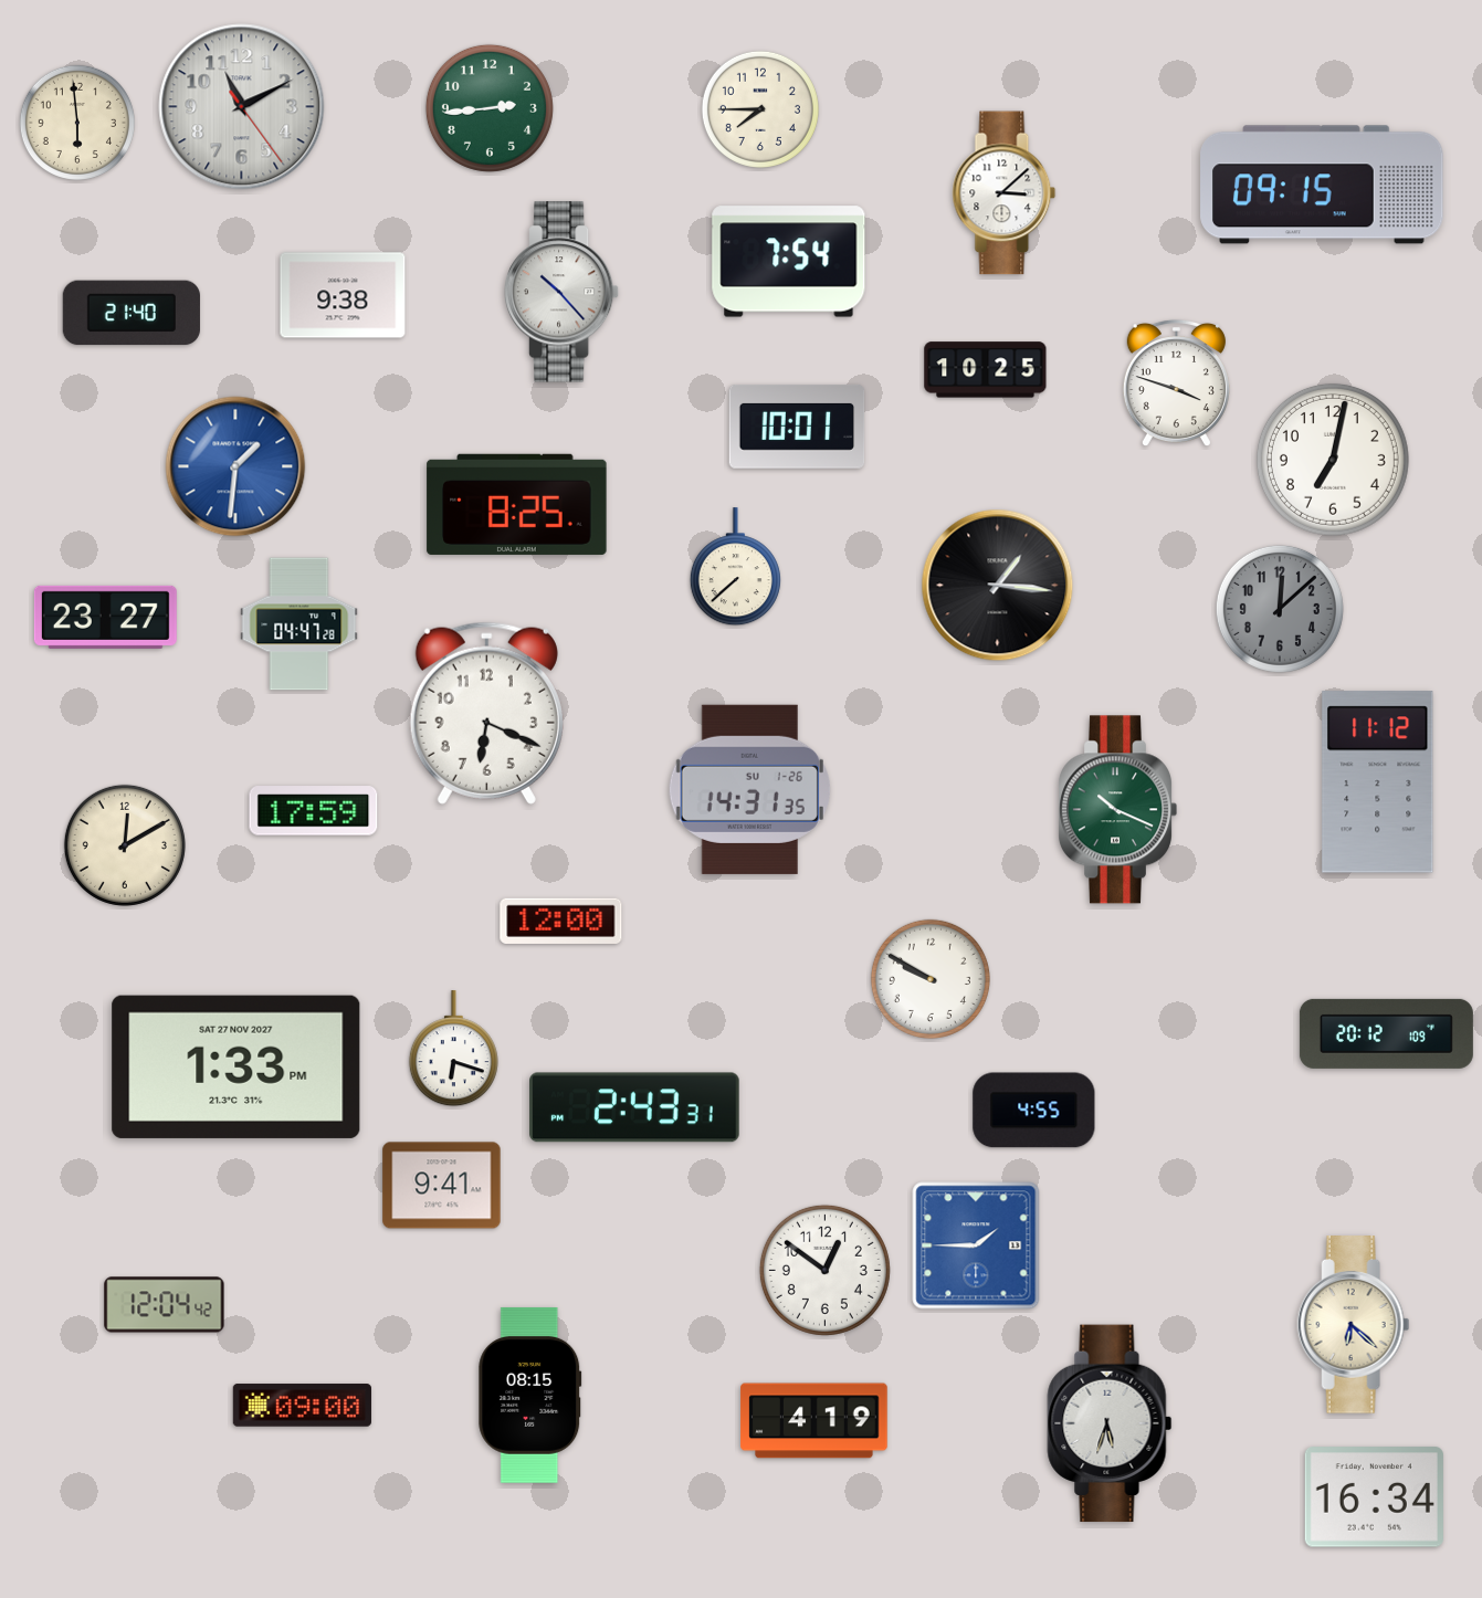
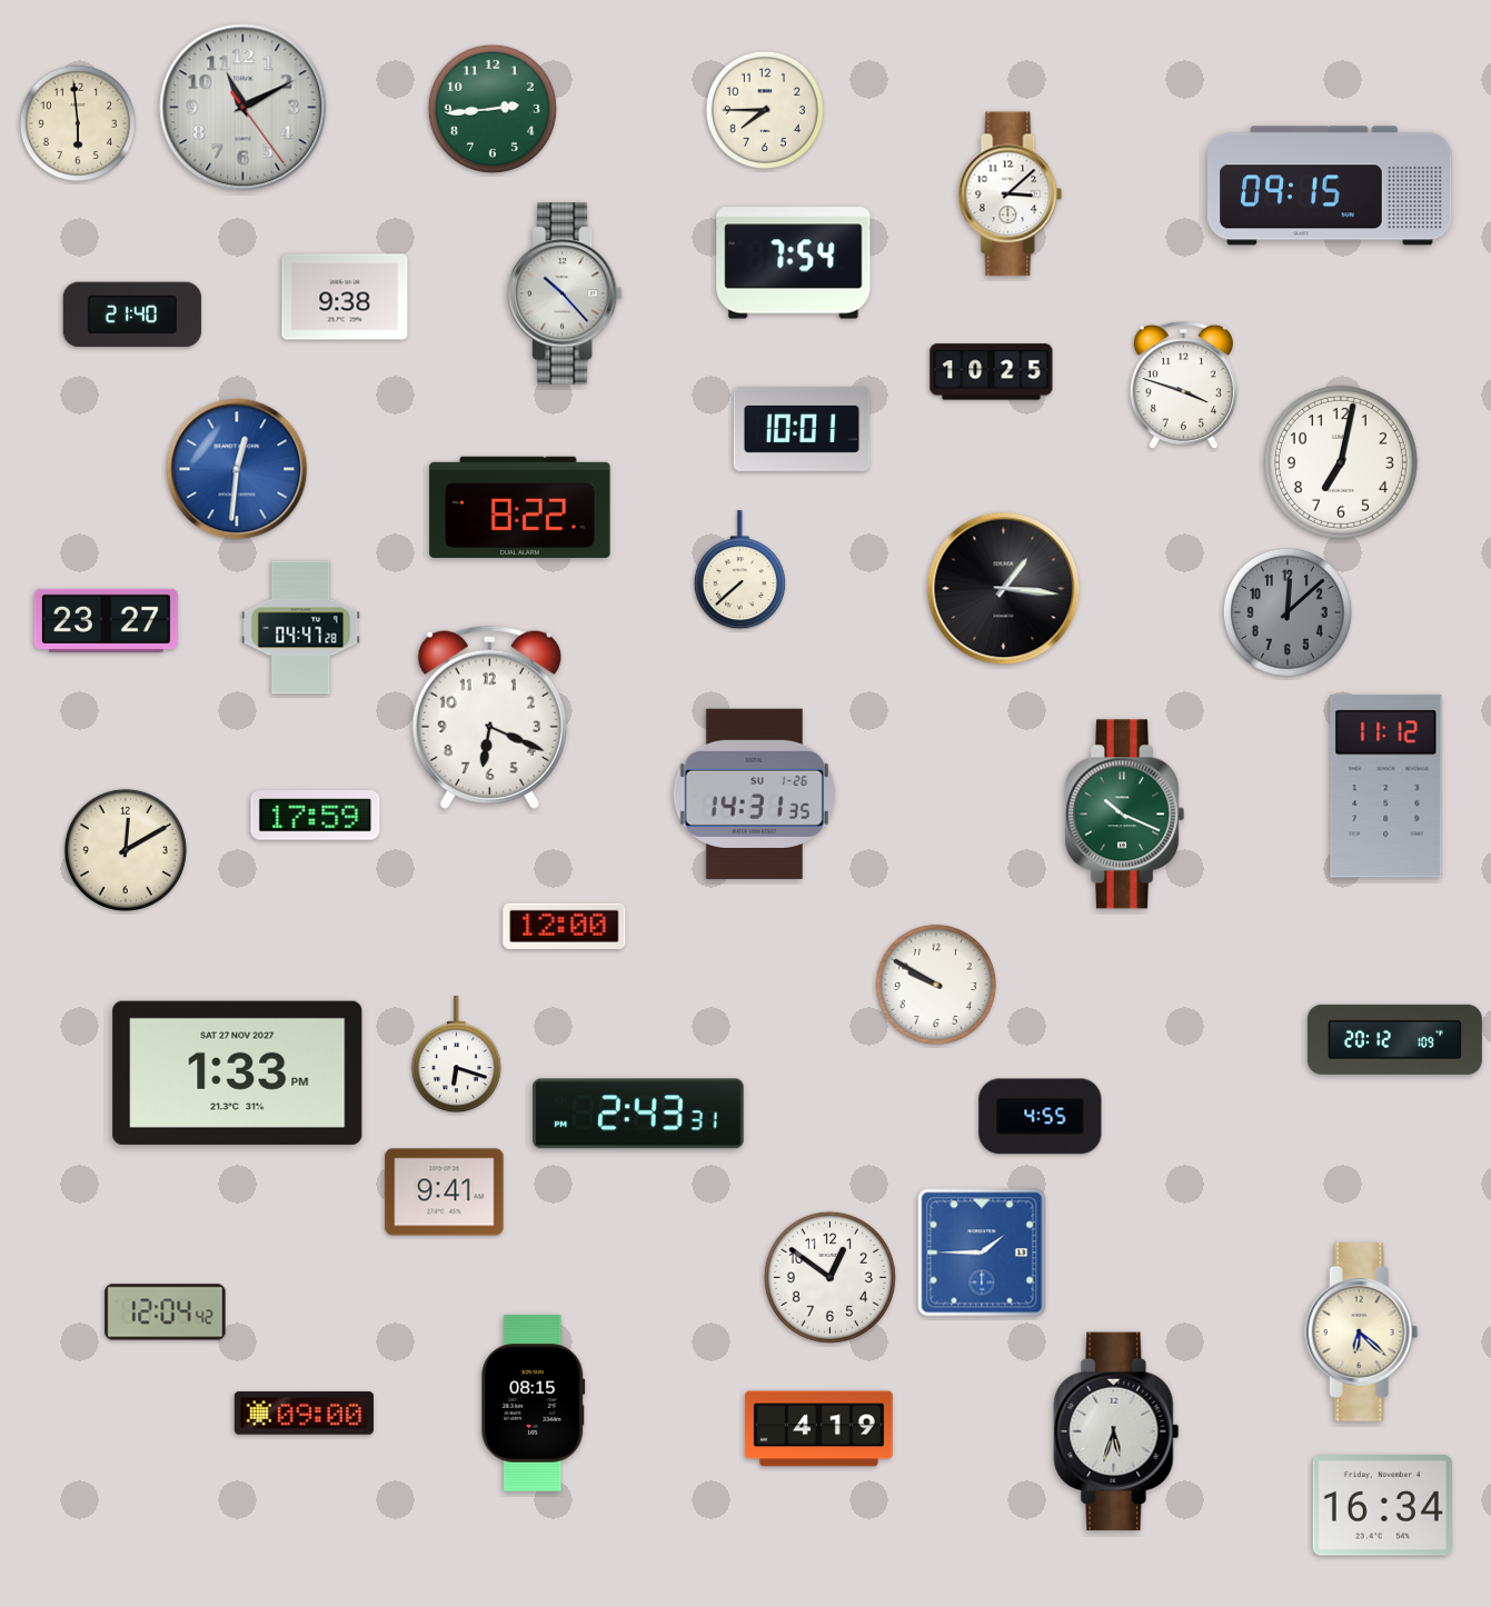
clock at (235, 466): 1:31 -> 12:31
clock at (517, 504): 8:25 -> 8:22
